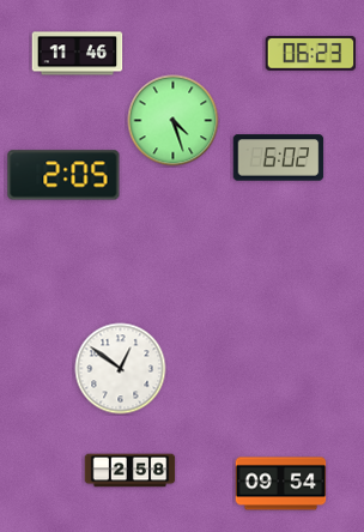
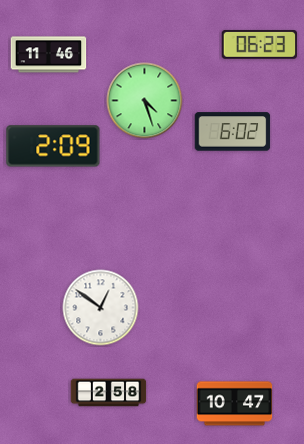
clock at (78, 54) position: (78, 54) -> (49, 55)
clock at (63, 175): 2:05 -> 2:09
clock at (281, 484): 09:54 -> 10:47
